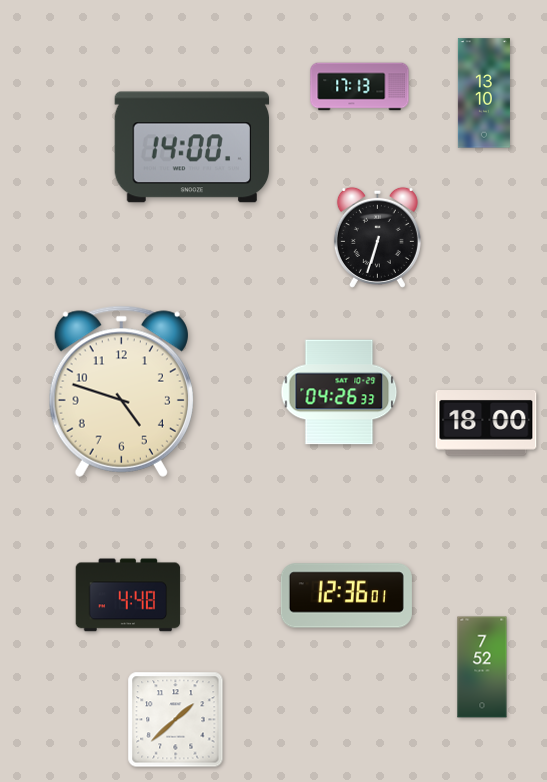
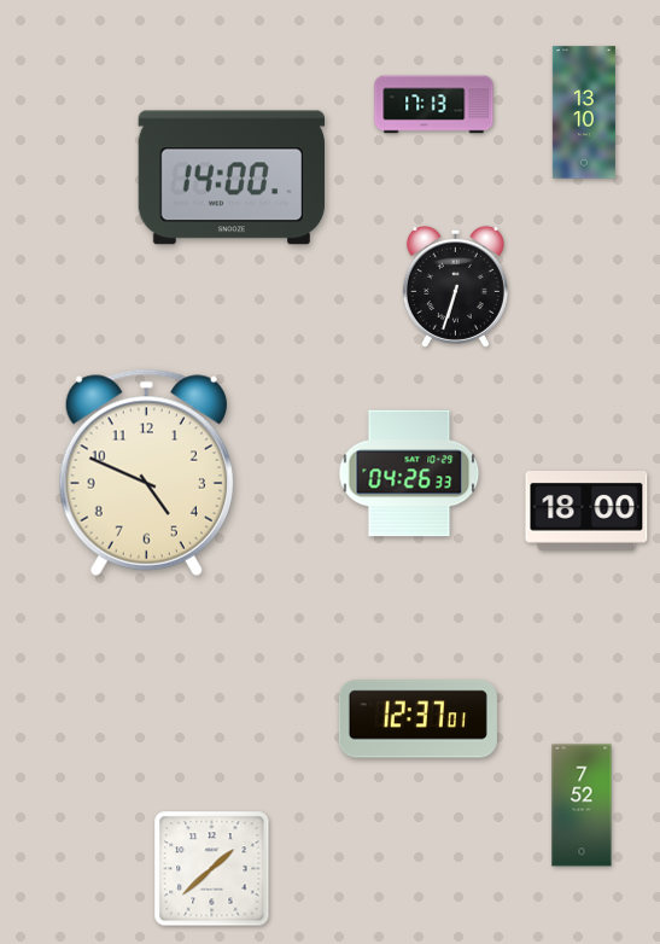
clock at (121, 391): 4:48 -> 4:49
clock at (128, 595): 4:48 -> none
clock at (346, 596): 12:36 -> 12:37
